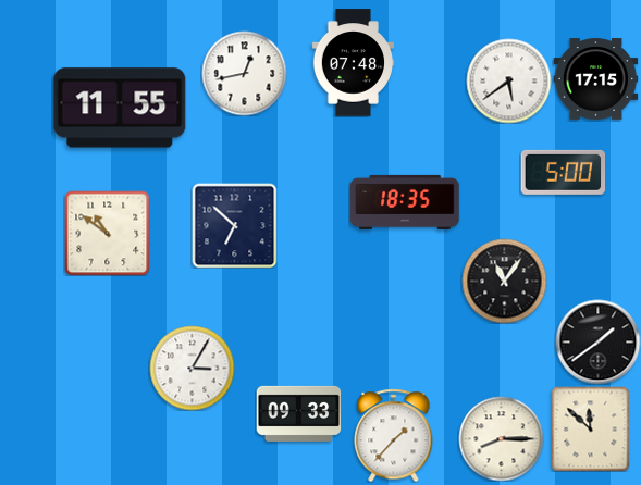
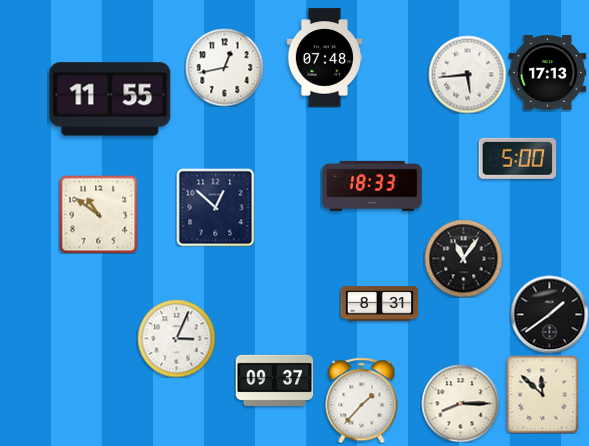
clock at (595, 79): 17:15 -> 17:13
clock at (508, 80): 5:39 -> 5:44
clock at (405, 202): 18:35 -> 18:33
clock at (234, 225): 6:52 -> 12:52
clock at (379, 304): none -> 8:31
clock at (192, 368): 3:05 -> 3:04
clock at (298, 413): 09:33 -> 09:37
